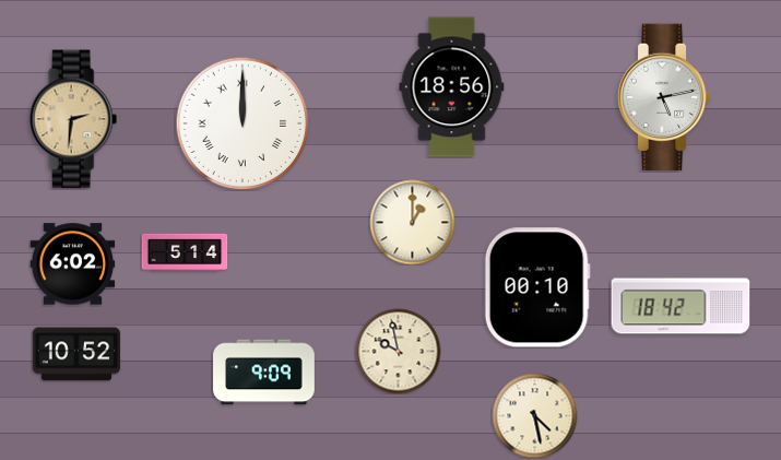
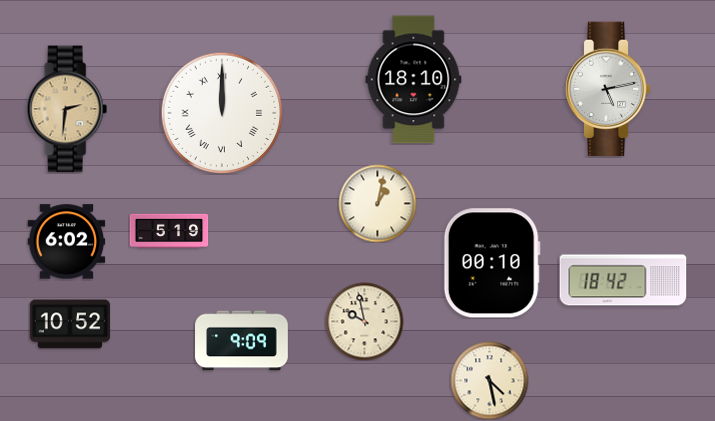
clock at (452, 87): 18:56 -> 18:10
clock at (412, 222): 1:00 -> 1:02
clock at (185, 252): 5:14 -> 5:19
